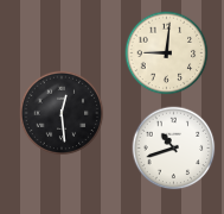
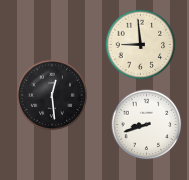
clock at (167, 53): 9:01 -> 8:59
clock at (174, 149): 10:42 -> 8:42
